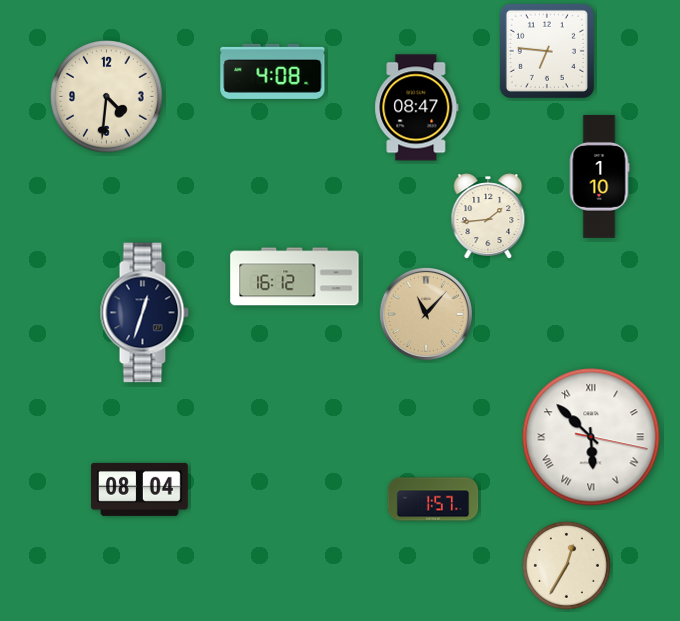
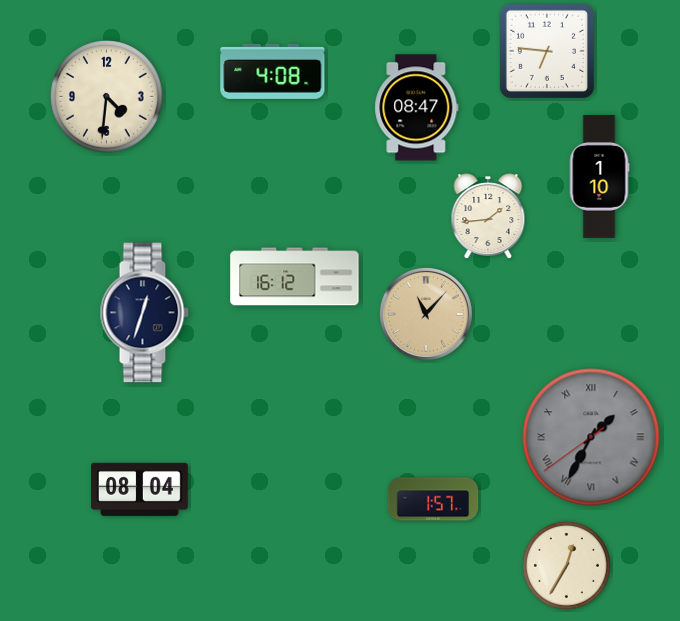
clock at (591, 437): 5:52 -> 1:34
clock at (591, 437) dial: white -> grey
